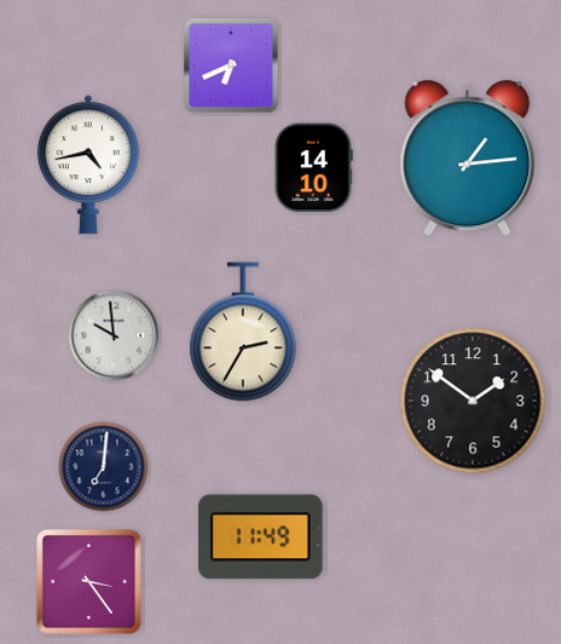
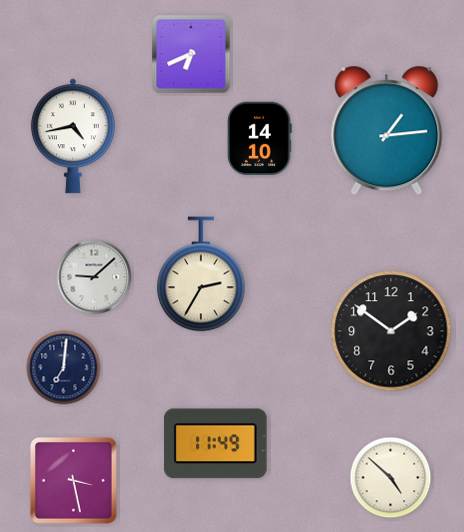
clock at (114, 335): 9:59 -> 9:08
clock at (104, 467) position: (104, 467) -> (64, 368)
clock at (391, 478): none -> 4:52
clock at (89, 582): 3:24 -> 3:28
